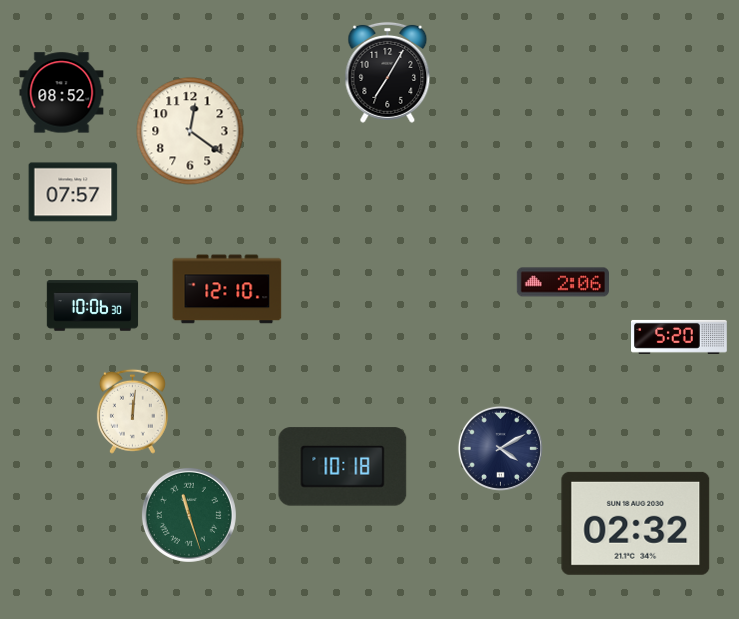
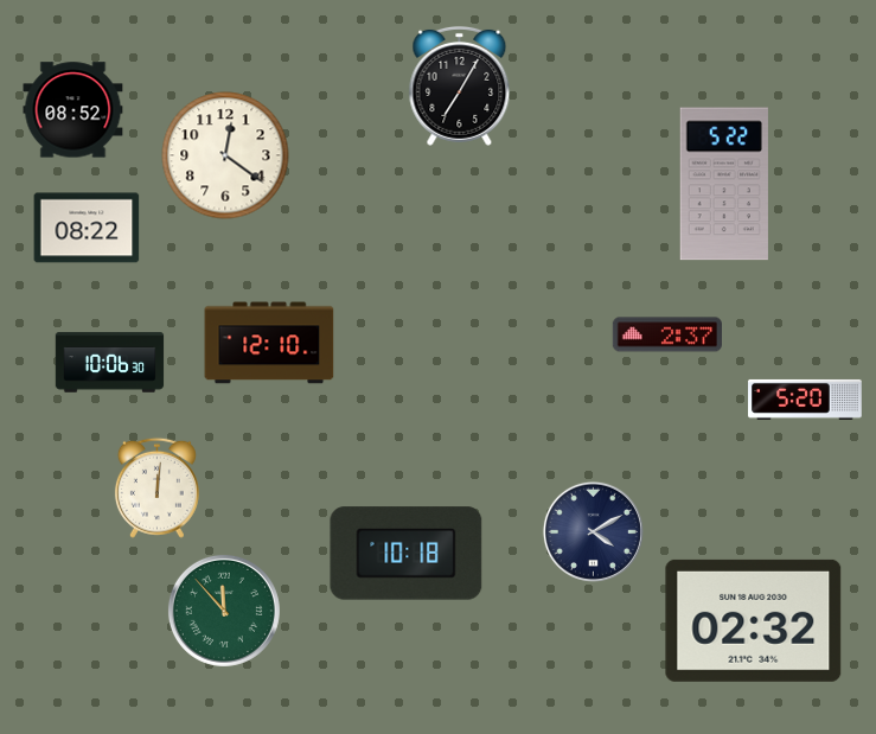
clock at (724, 184): none -> 5:22
clock at (73, 192): 07:57 -> 08:22
clock at (563, 282): 2:06 -> 2:37
clock at (189, 515): 11:27 -> 11:53
